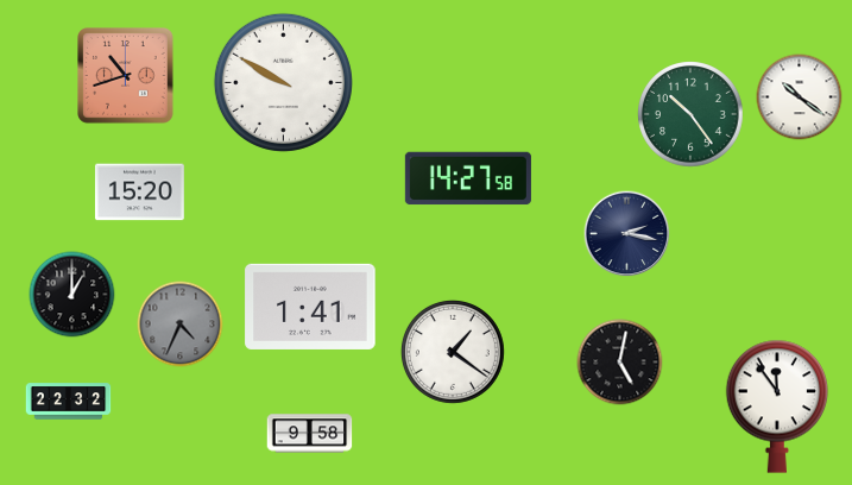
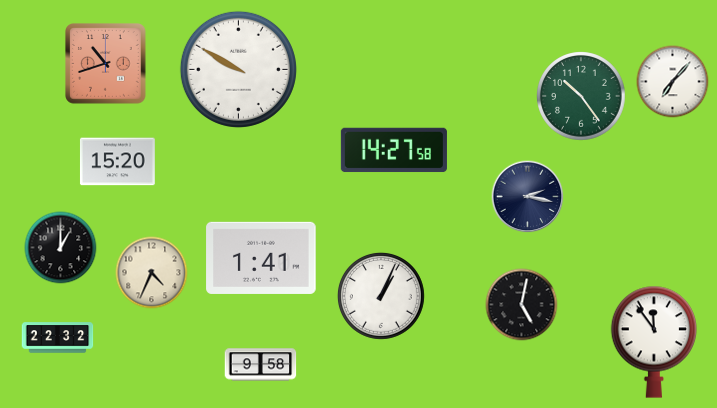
clock at (800, 97): 10:21 -> 7:07
clock at (181, 325) dial: grey -> cream
clock at (453, 352): 1:21 -> 1:04
